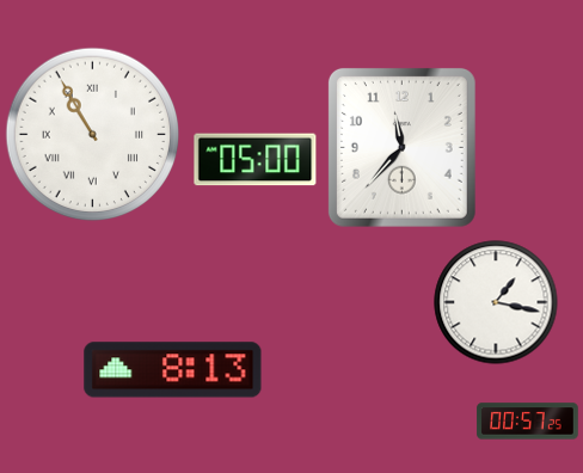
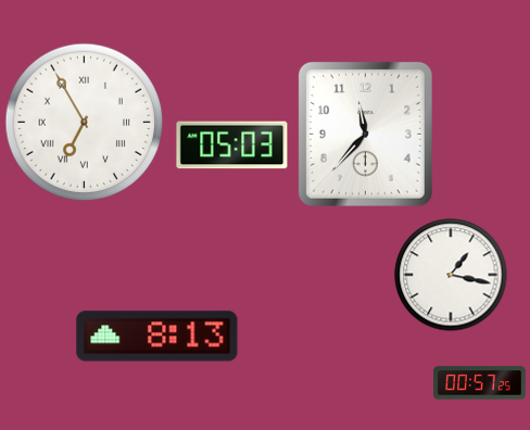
clock at (93, 135): 10:55 -> 6:55
clock at (256, 160): 05:00 -> 05:03
